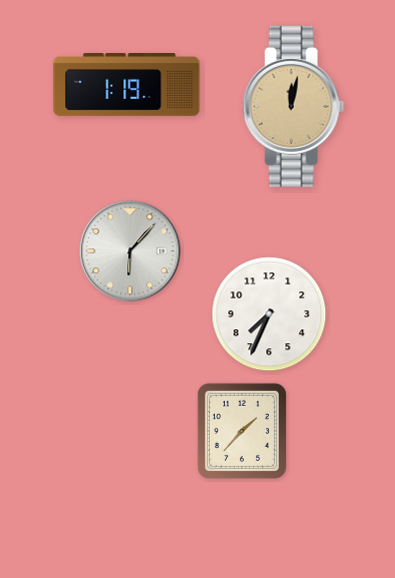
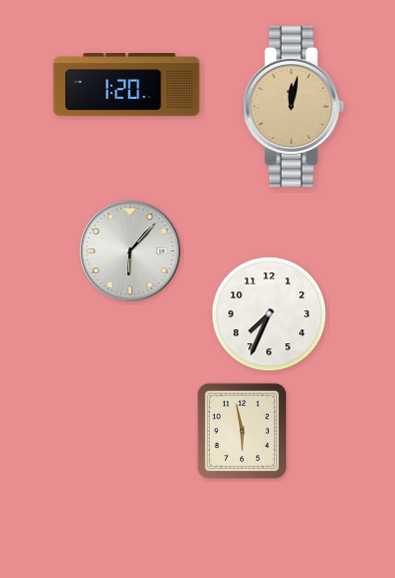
clock at (127, 85): 1:19 -> 1:20
clock at (242, 431): 1:37 -> 5:58
